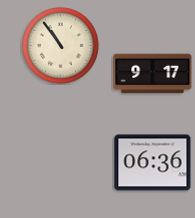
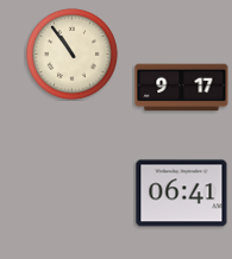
clock at (153, 163): 06:36 -> 06:41
